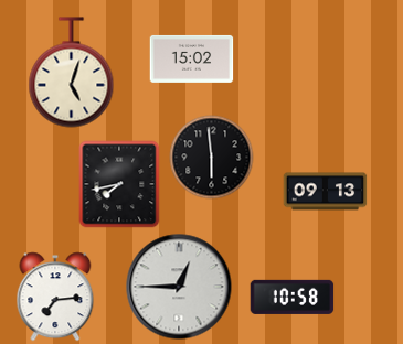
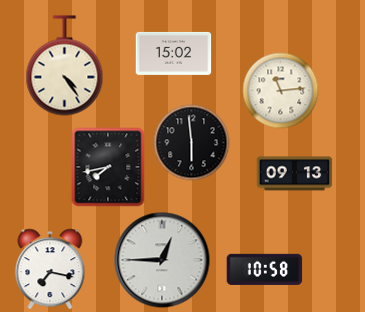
clock at (72, 73): 5:03 -> 4:24
clock at (281, 91): none -> 11:14
clock at (55, 297): 7:14 -> 7:17
